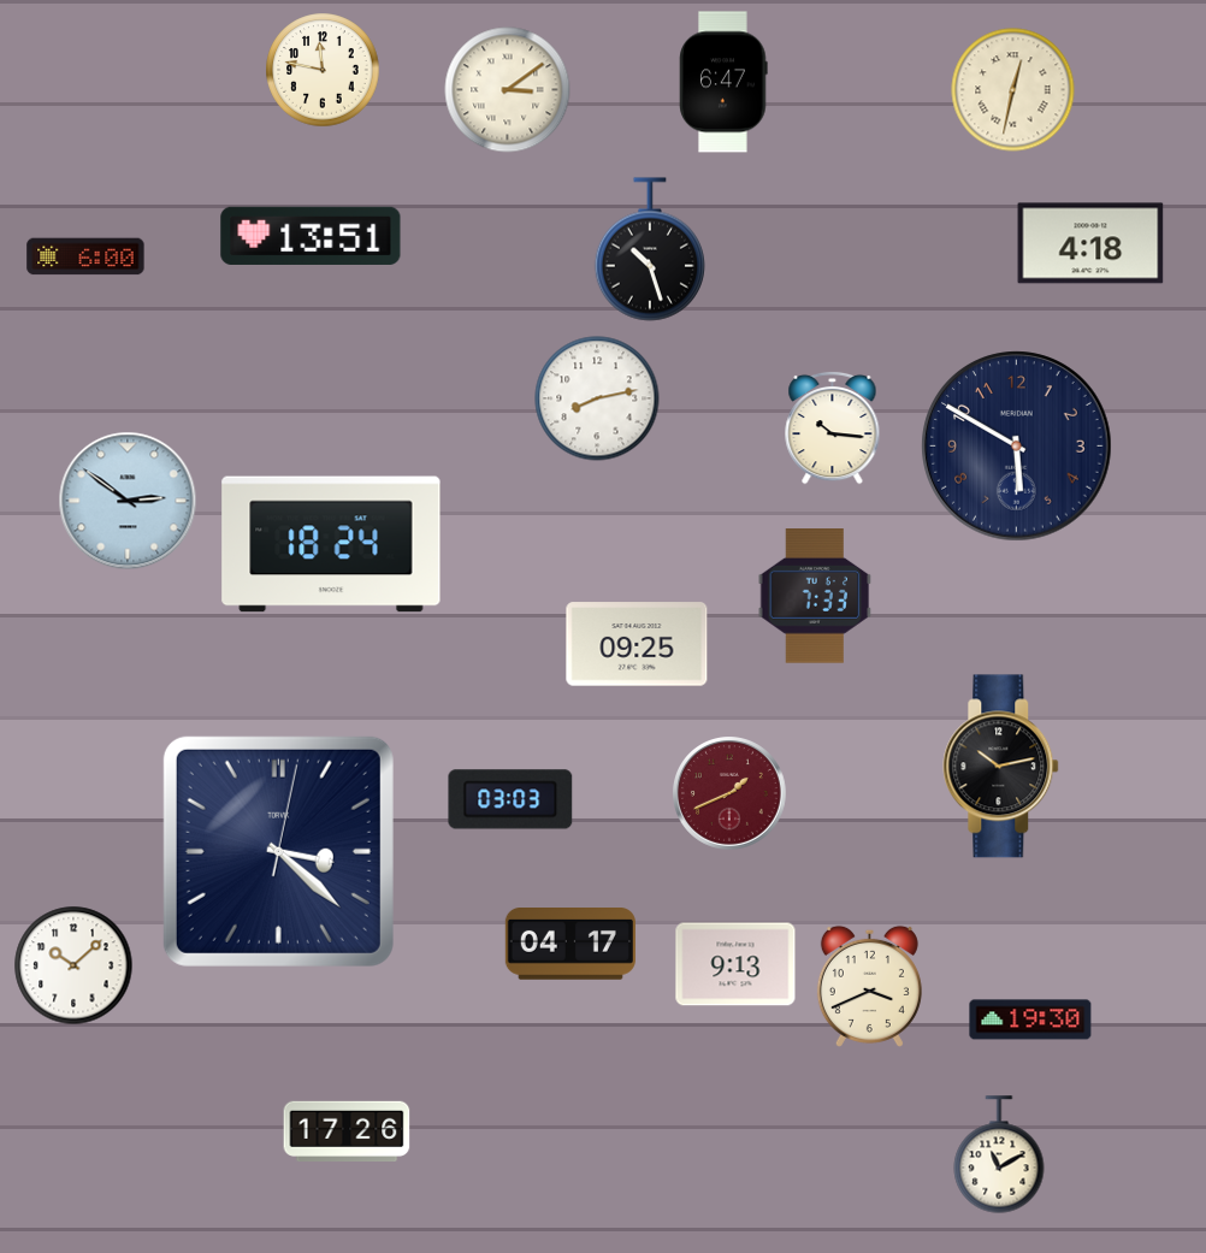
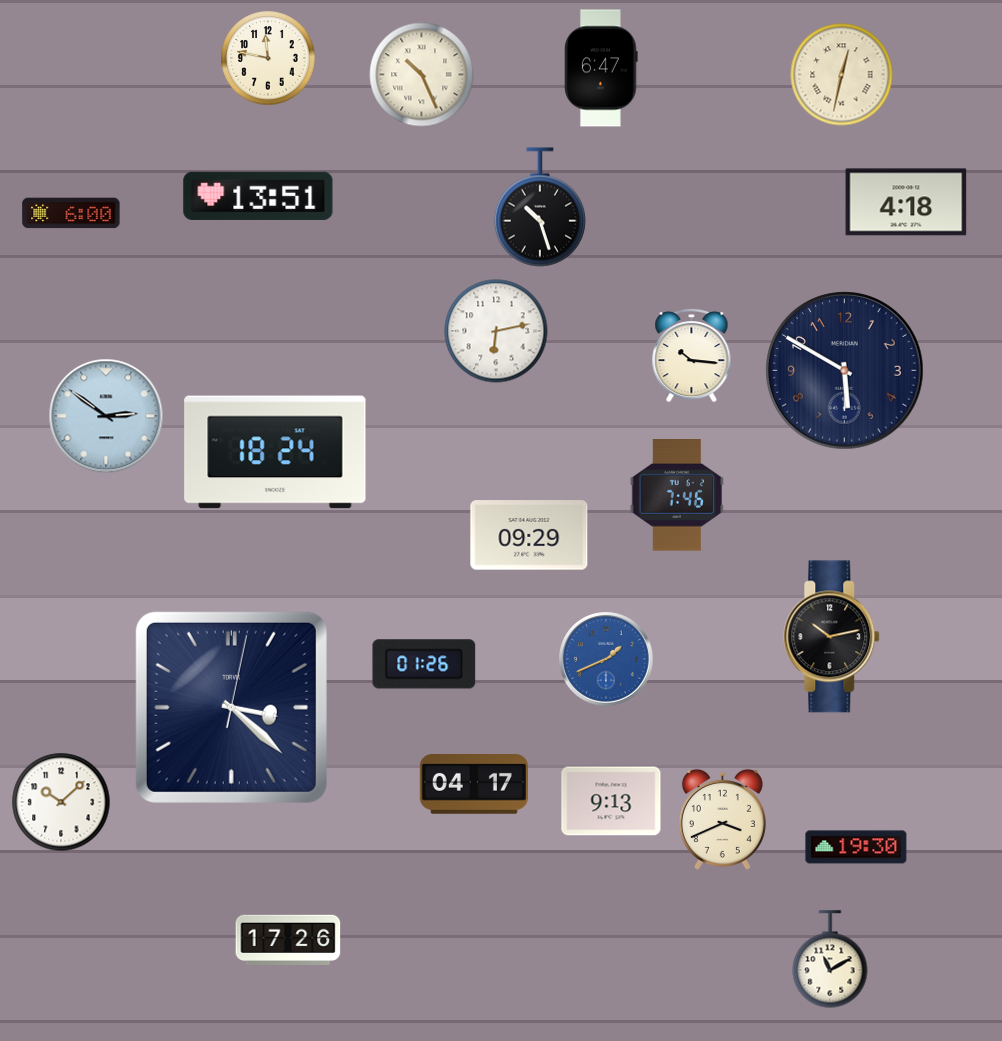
clock at (508, 90): 3:09 -> 10:26
clock at (597, 398): 8:13 -> 6:13
clock at (815, 597): 7:33 -> 7:46
clock at (637, 644): 09:25 -> 09:29
clock at (731, 794) dial: burgundy -> blue
clock at (510, 799): 03:03 -> 01:26
